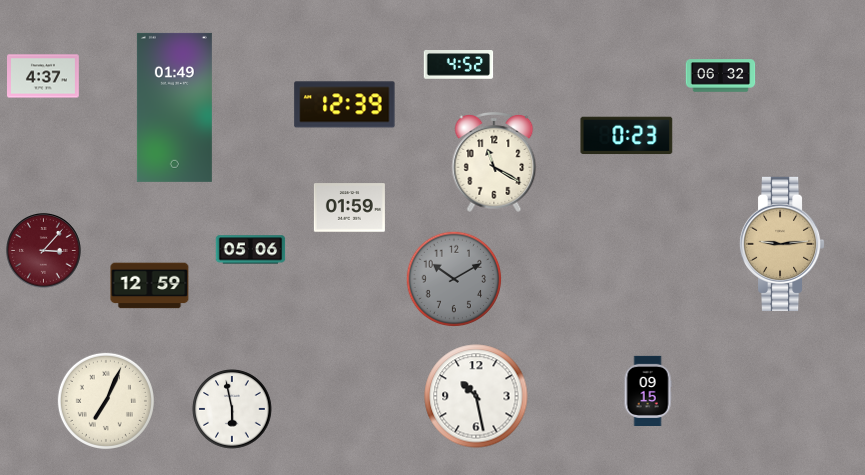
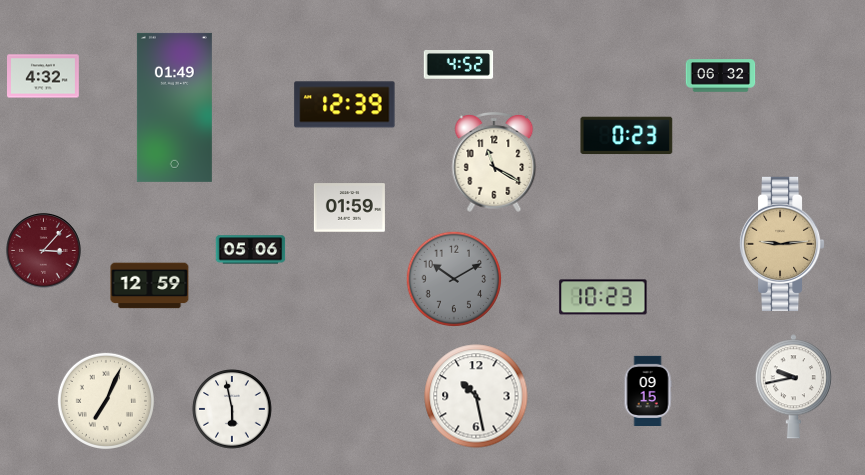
clock at (44, 76): 4:37 -> 4:32
clock at (603, 297): none -> 10:23
clock at (793, 387): none -> 9:43
